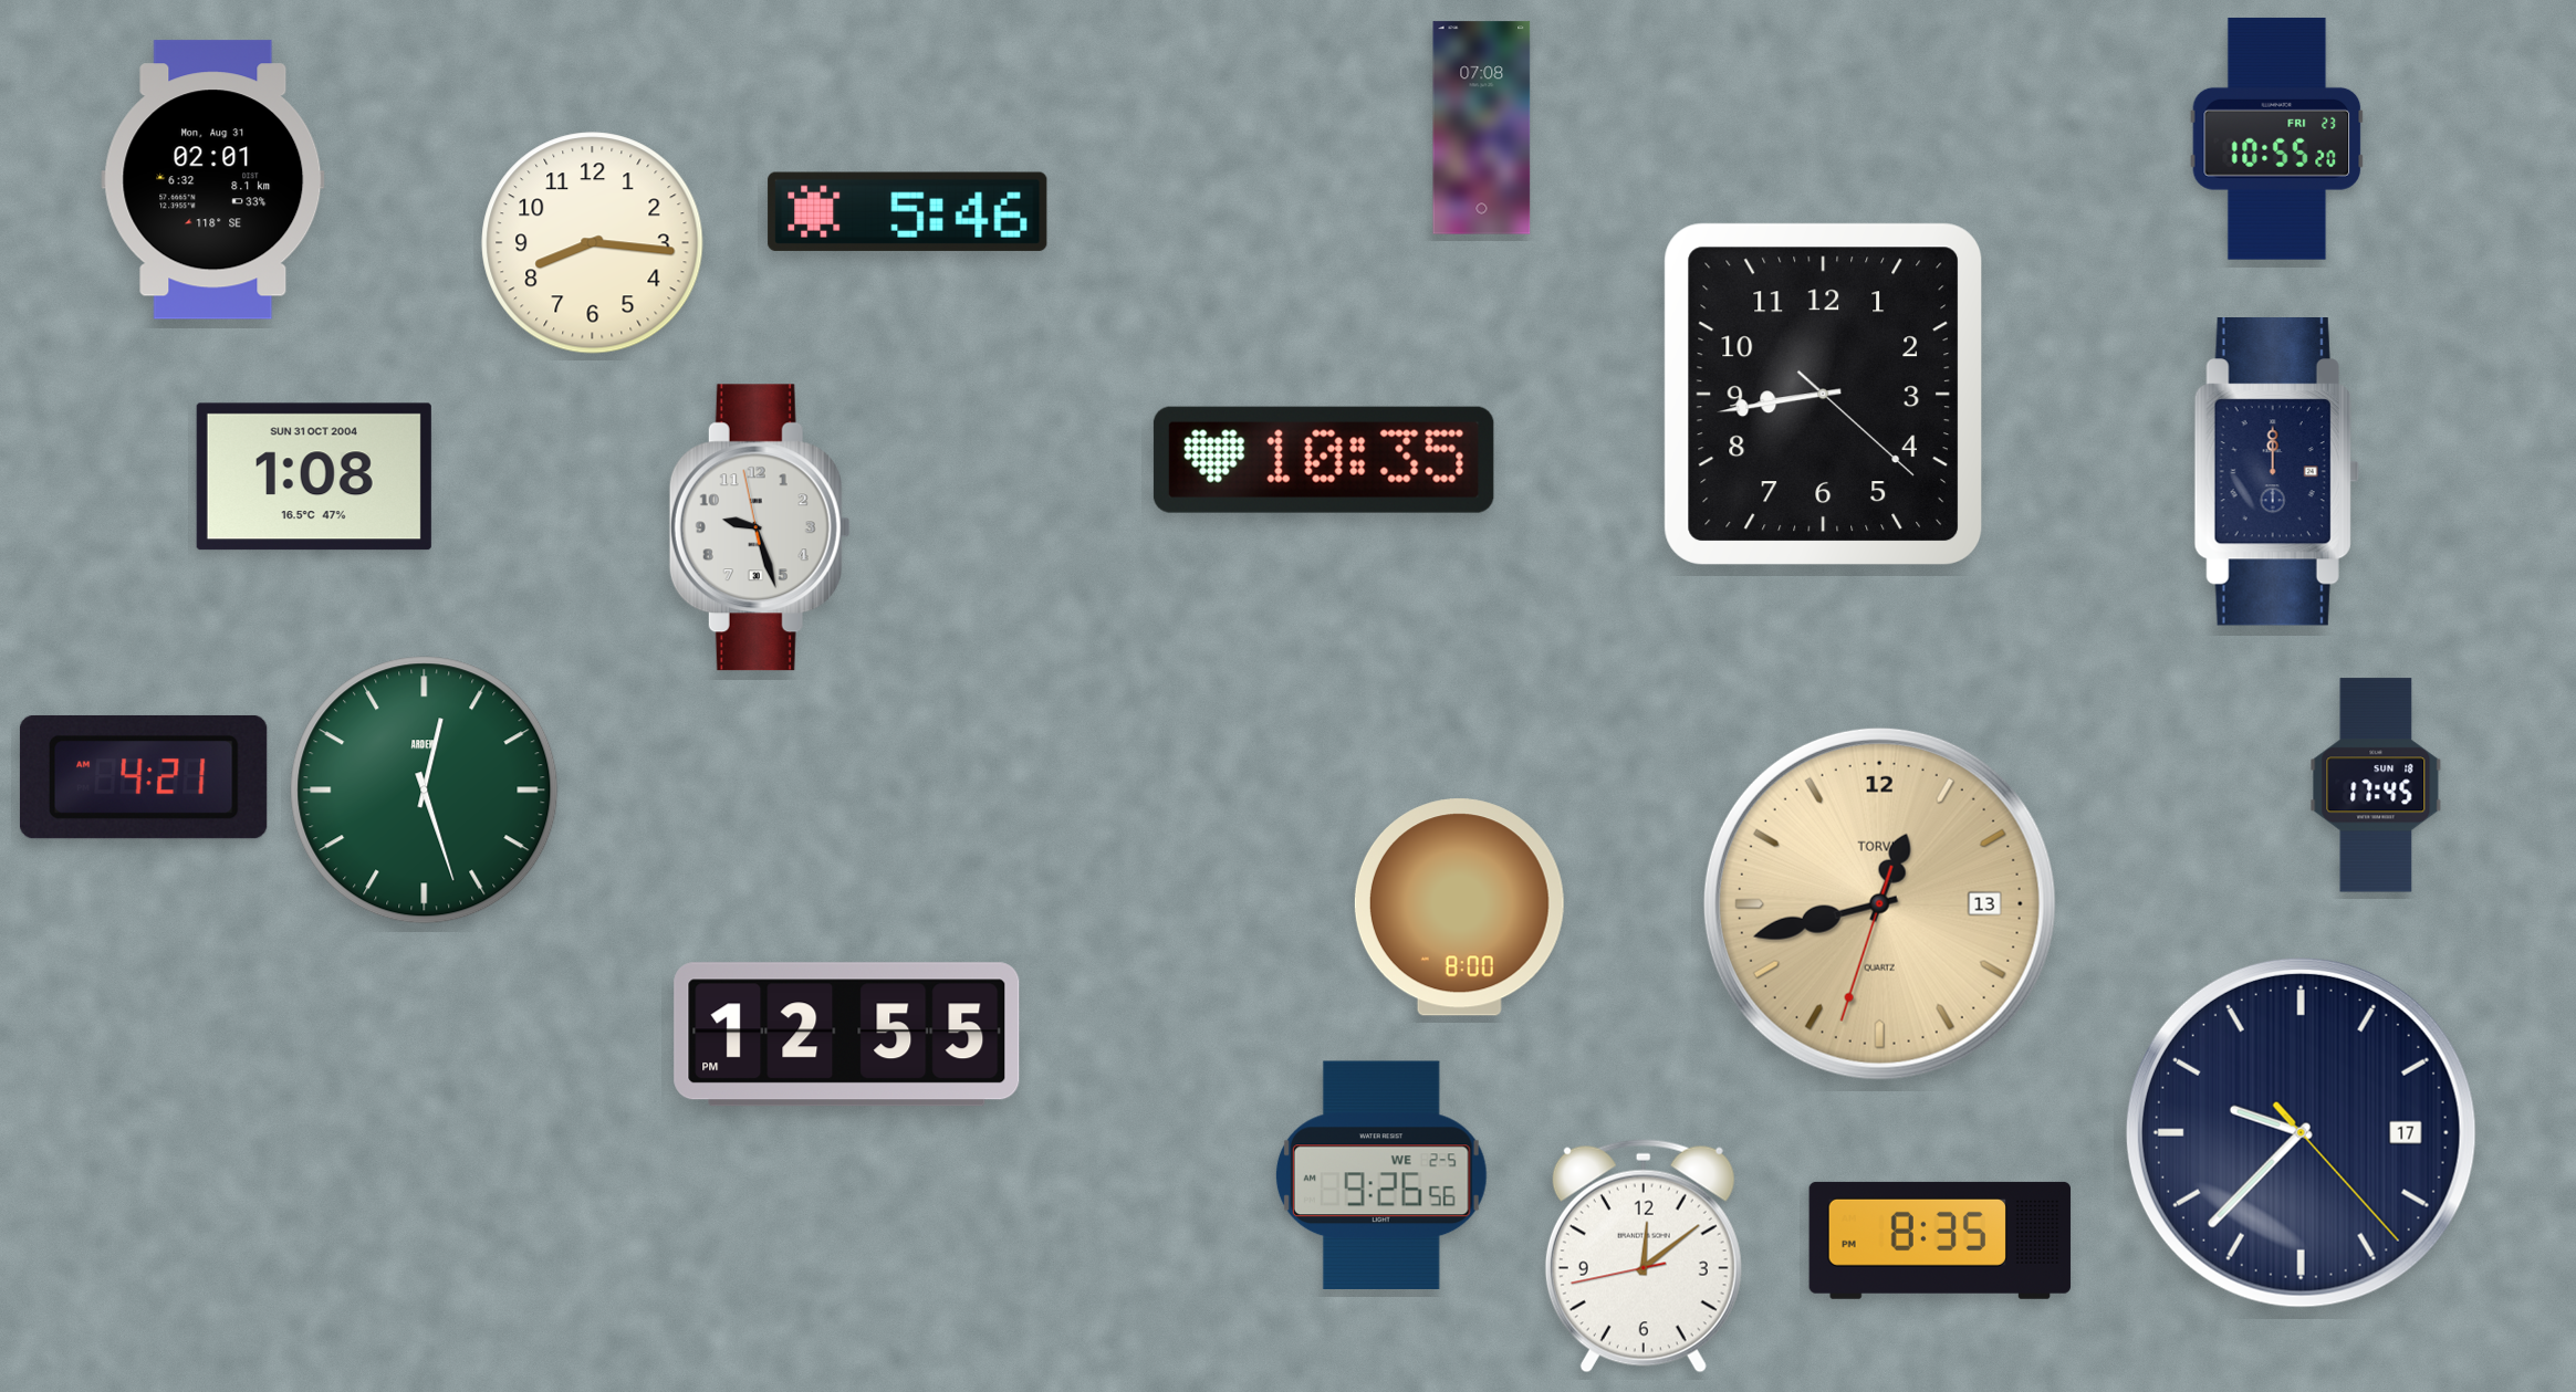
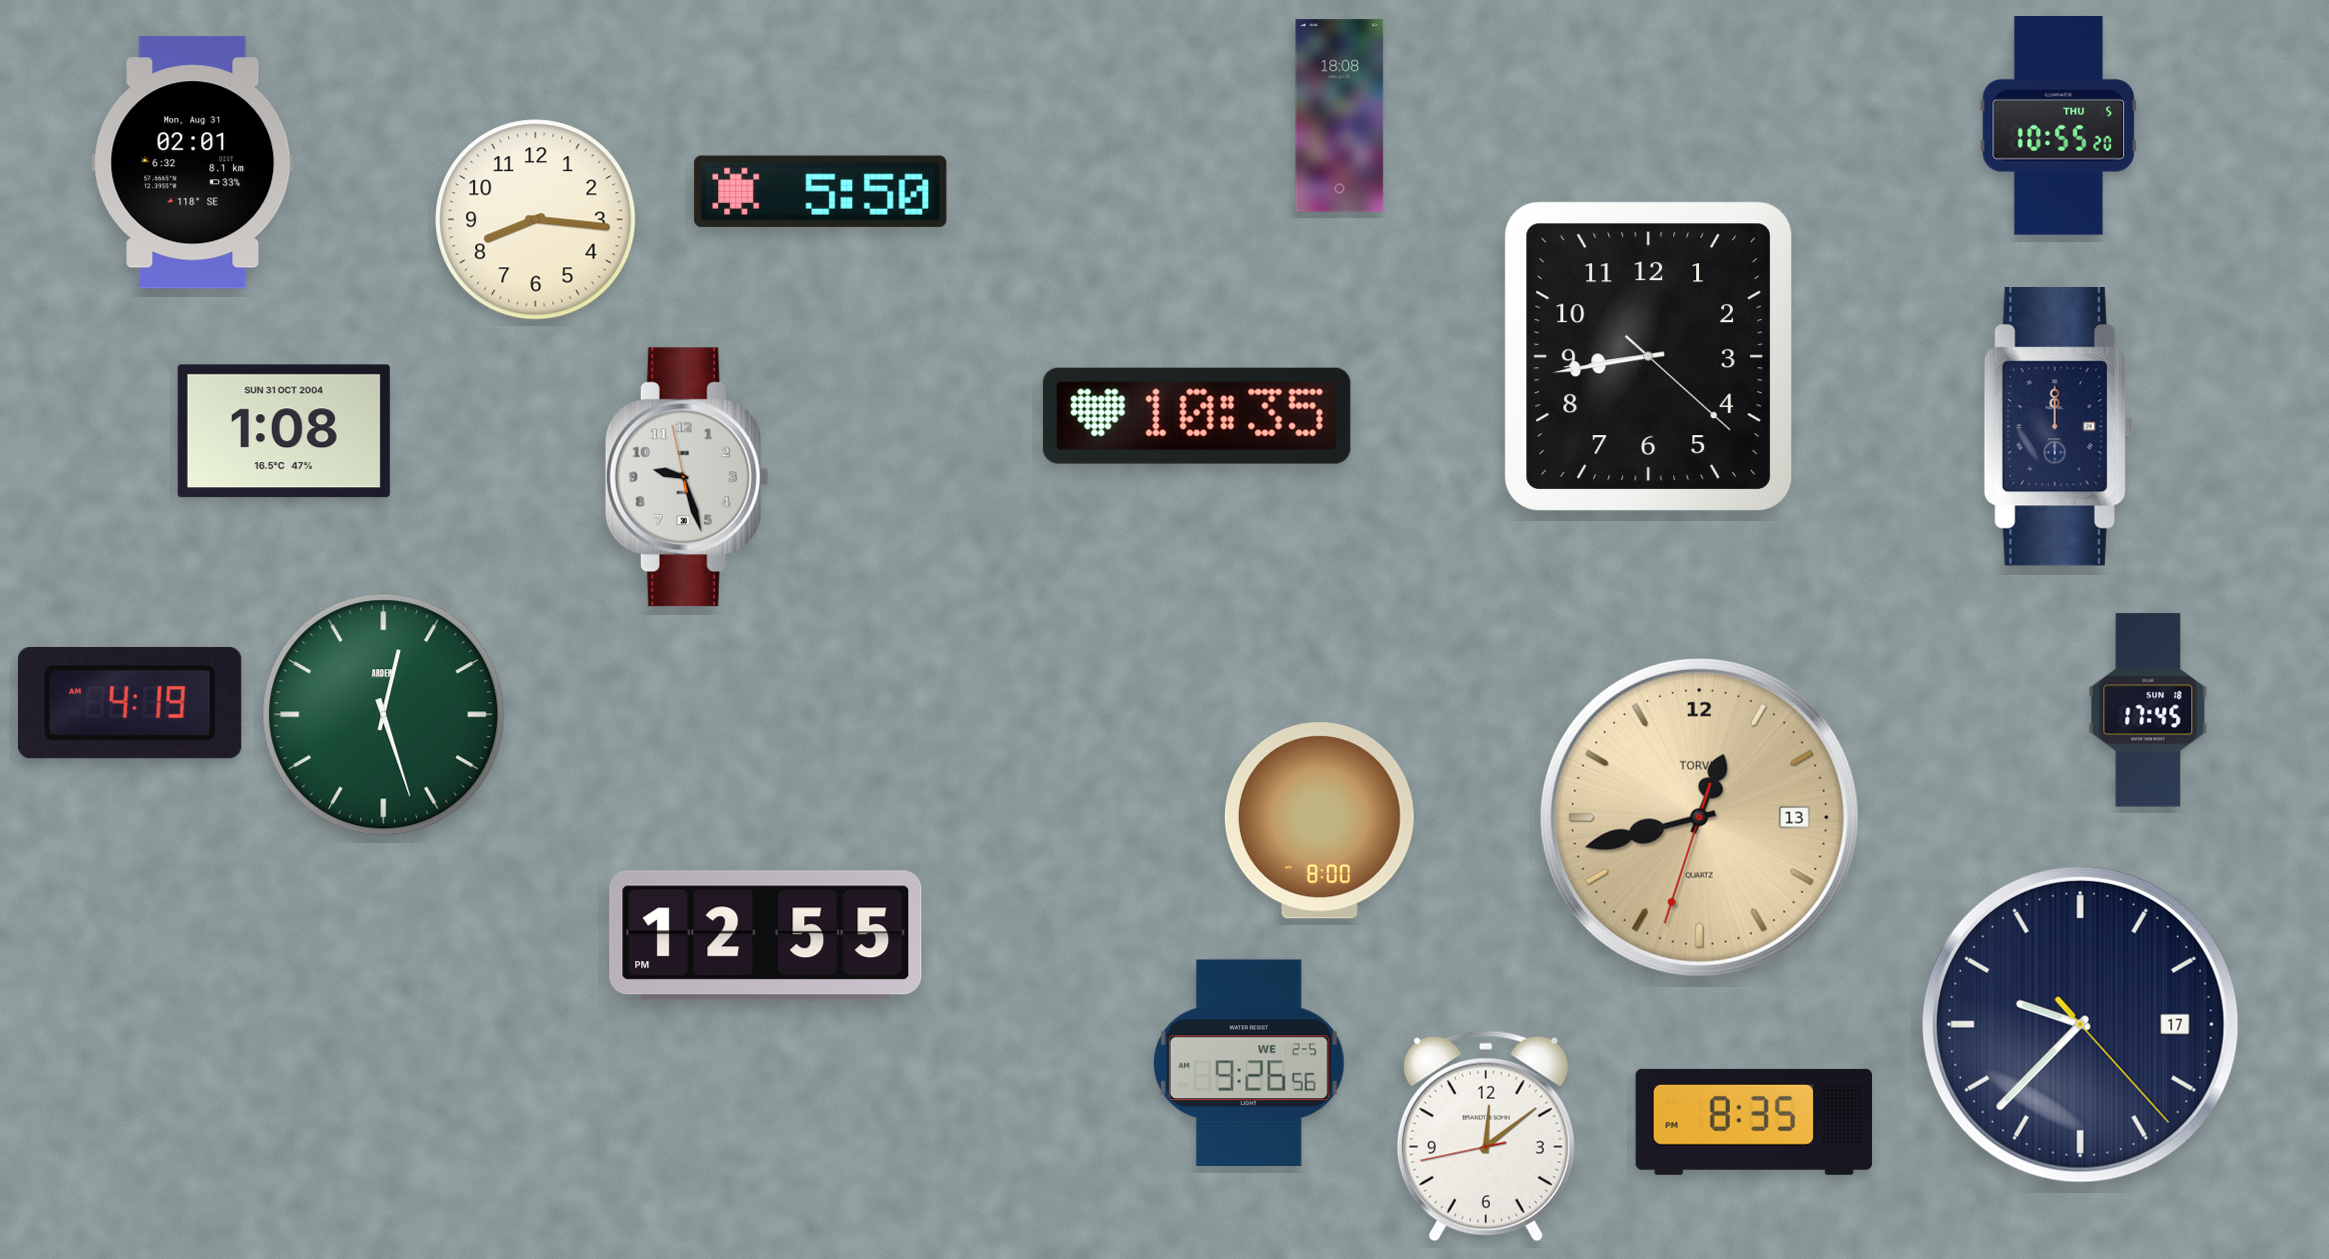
clock at (1482, 128): 07:08 -> 18:08
clock at (2277, 138) date: FRI 23 -> THU 5
clock at (908, 211): 5:46 -> 5:50
clock at (144, 777): 4:21 -> 4:19
